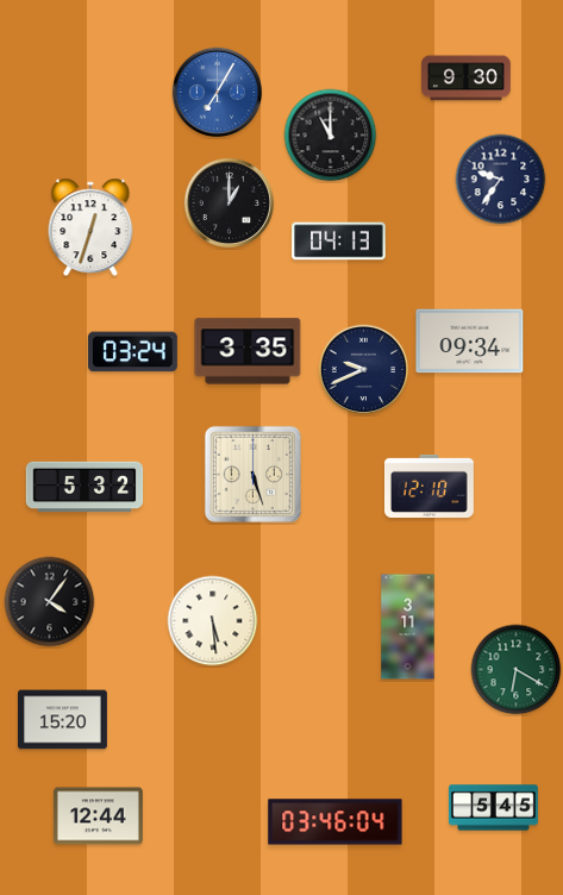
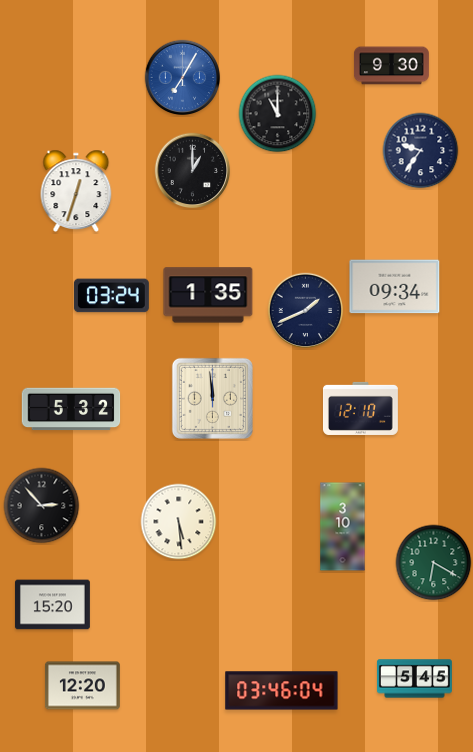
clock at (339, 242): 04:13 -> none
clock at (248, 351): 3:35 -> 1:35
clock at (364, 370): 9:41 -> 1:41
clock at (252, 474): 5:27 -> 11:59
clock at (50, 602): 4:06 -> 2:53
clock at (408, 627): 3:11 -> 3:10
clock at (98, 816): 12:44 -> 12:20
